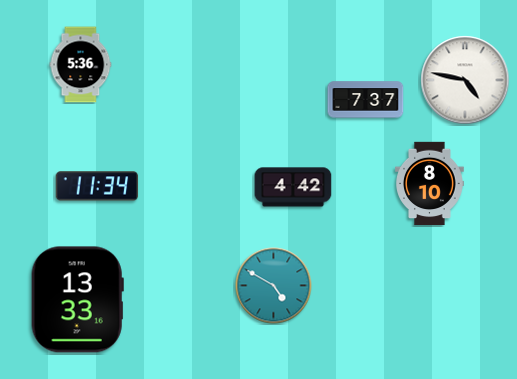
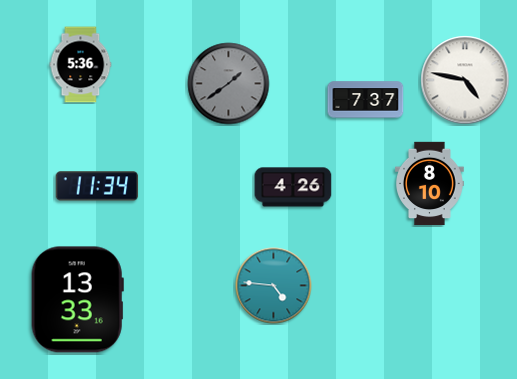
clock at (229, 84): none -> 1:39
clock at (293, 187): 4:42 -> 4:26
clock at (274, 286): 4:50 -> 4:46
